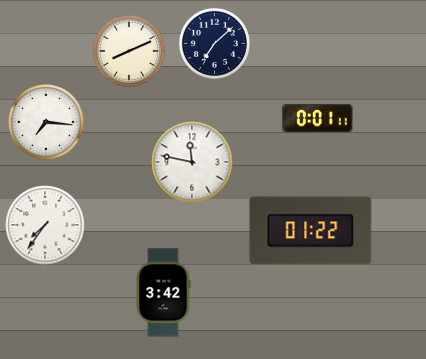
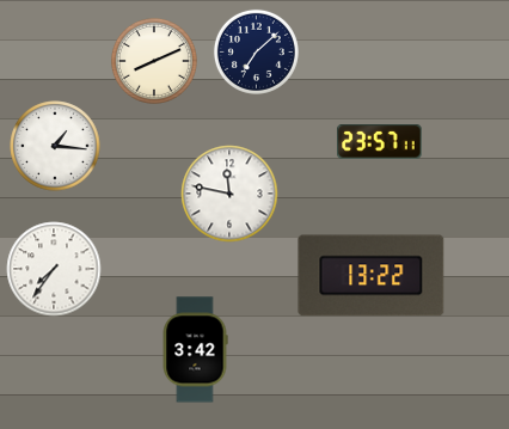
clock at (318, 119): 0:01 -> 23:57
clock at (46, 122): 7:16 -> 1:16
clock at (311, 231): 01:22 -> 13:22
